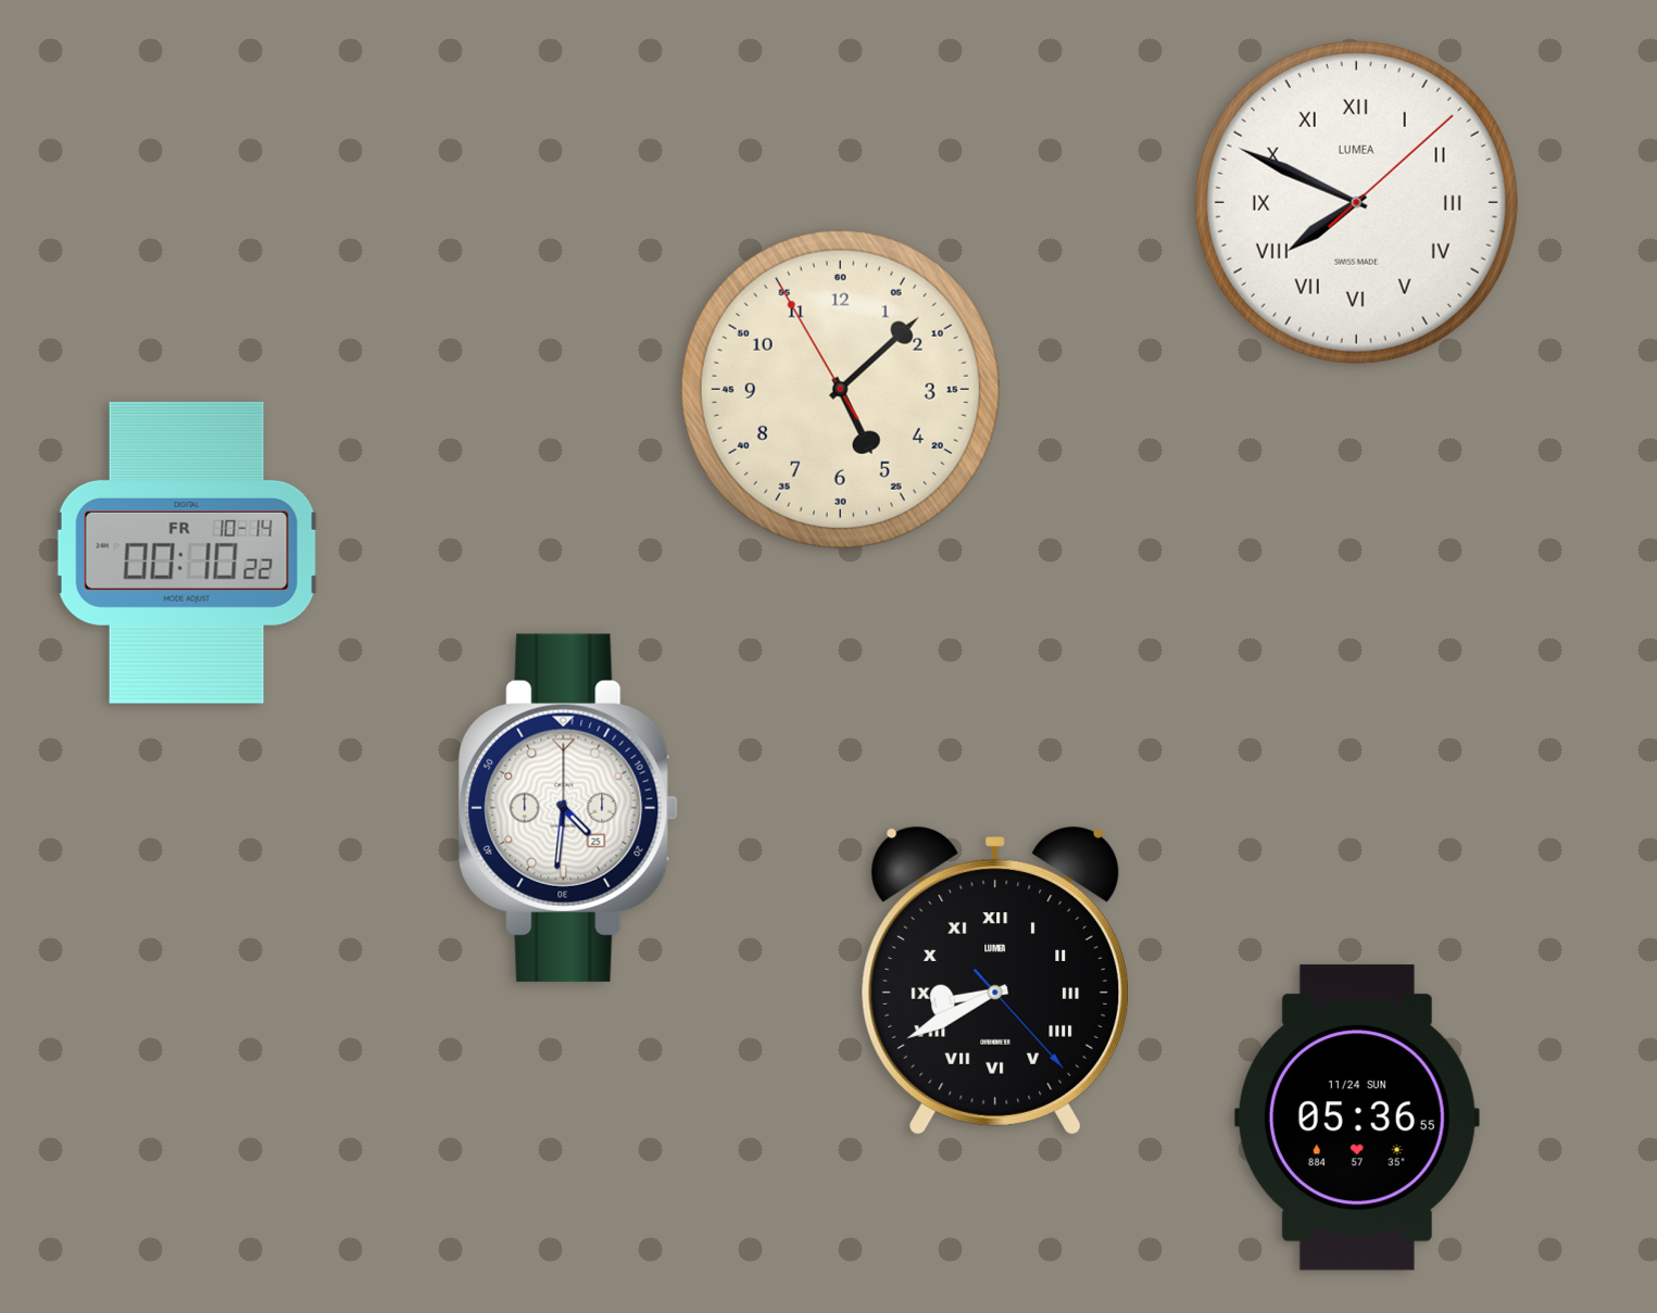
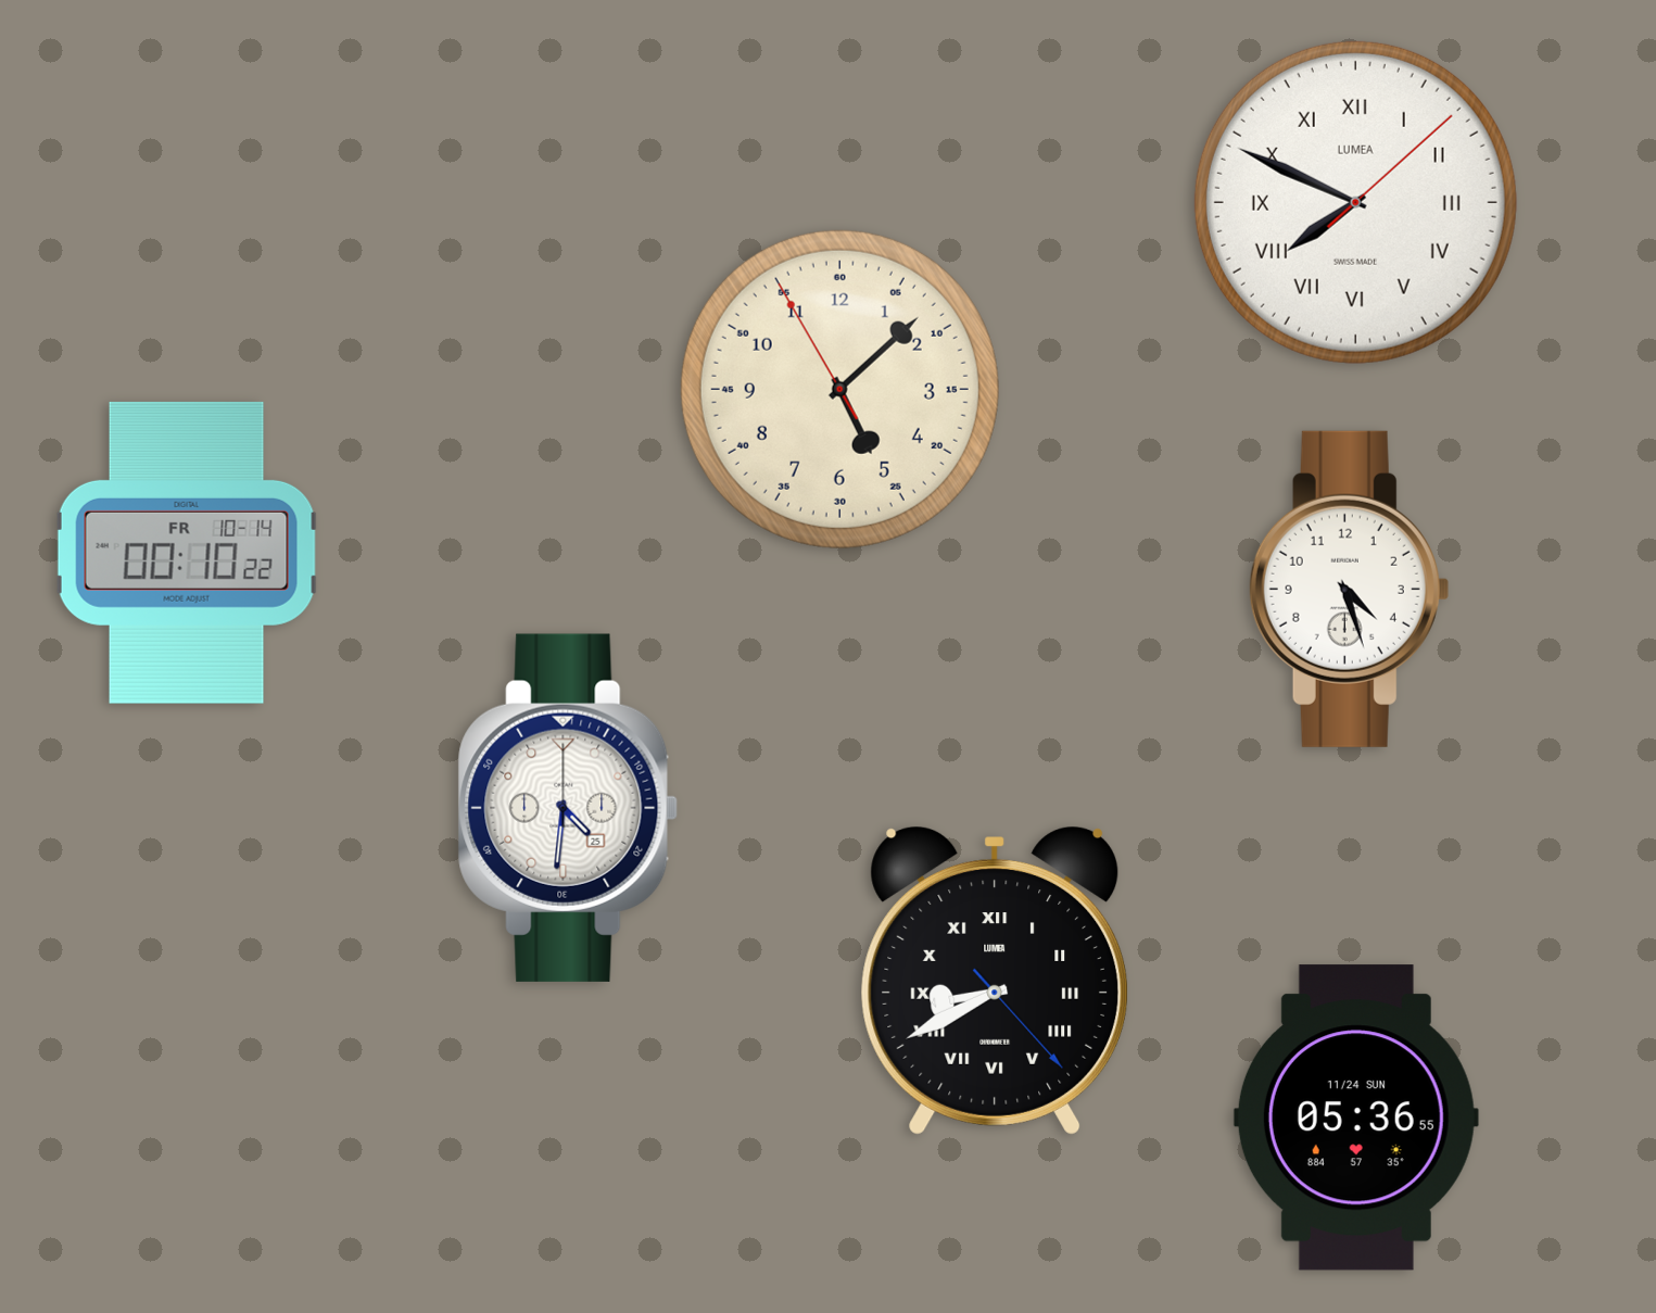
clock at (1349, 589): none -> 4:27
